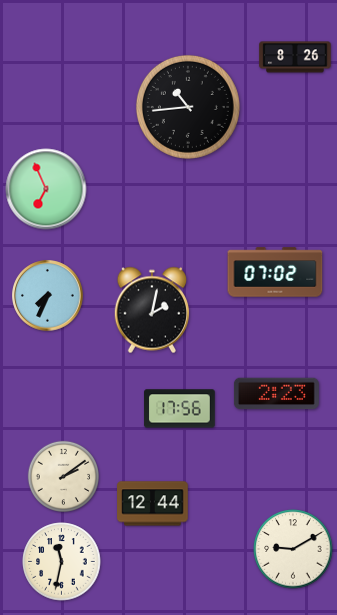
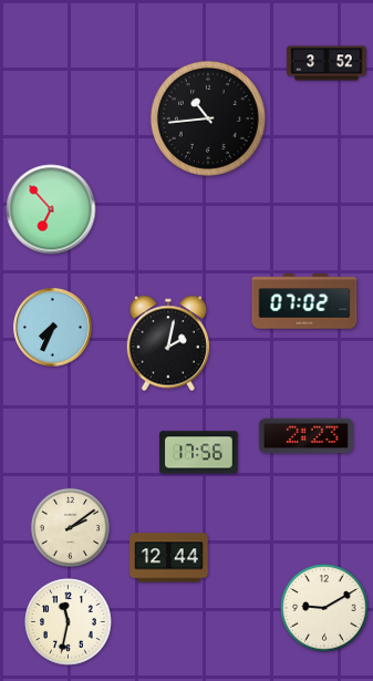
clock at (295, 57): 8:26 -> 3:52
clock at (46, 189): 6:56 -> 6:53
